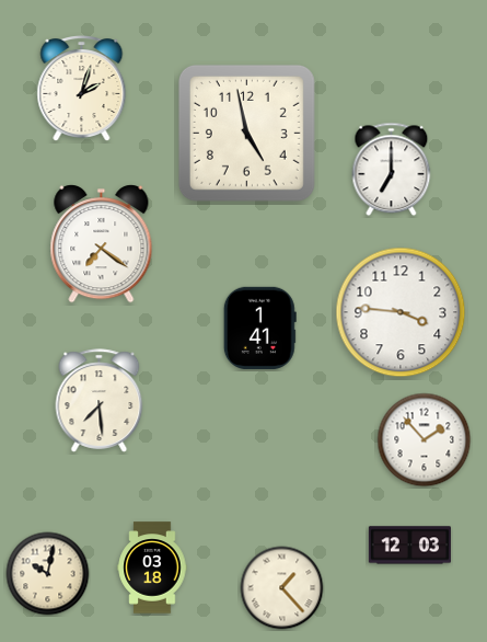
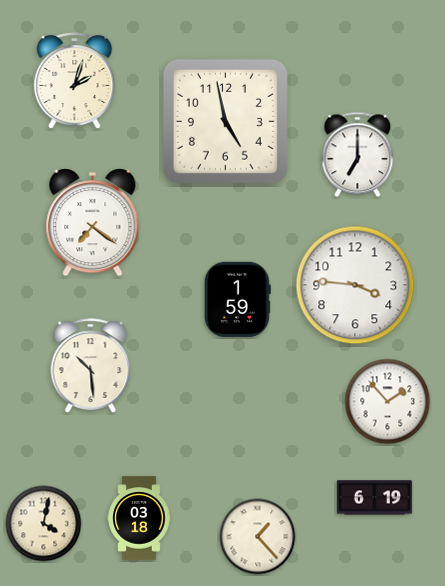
clock at (401, 312) position: (401, 312) -> (355, 285)
clock at (259, 328): 1:41 -> 1:59
clock at (100, 401): 7:29 -> 10:29
clock at (409, 546): 12:03 -> 6:19
clock at (48, 574): 10:02 -> 4:02
